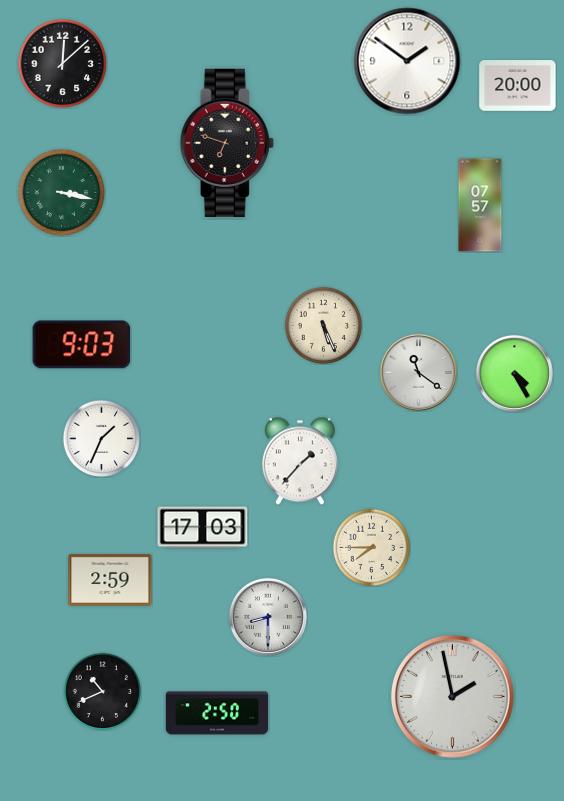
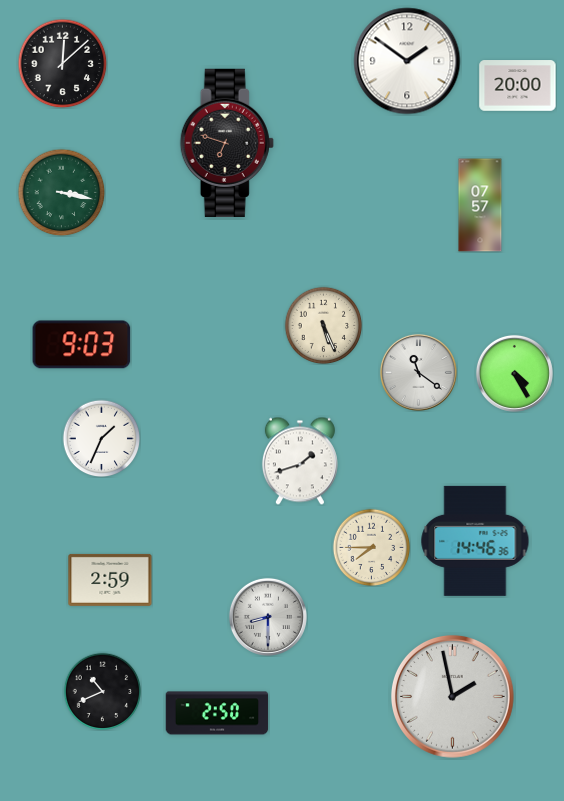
clock at (300, 461): 1:37 -> 1:42
clock at (203, 528): 17:03 -> none
clock at (475, 541): none -> 14:46
